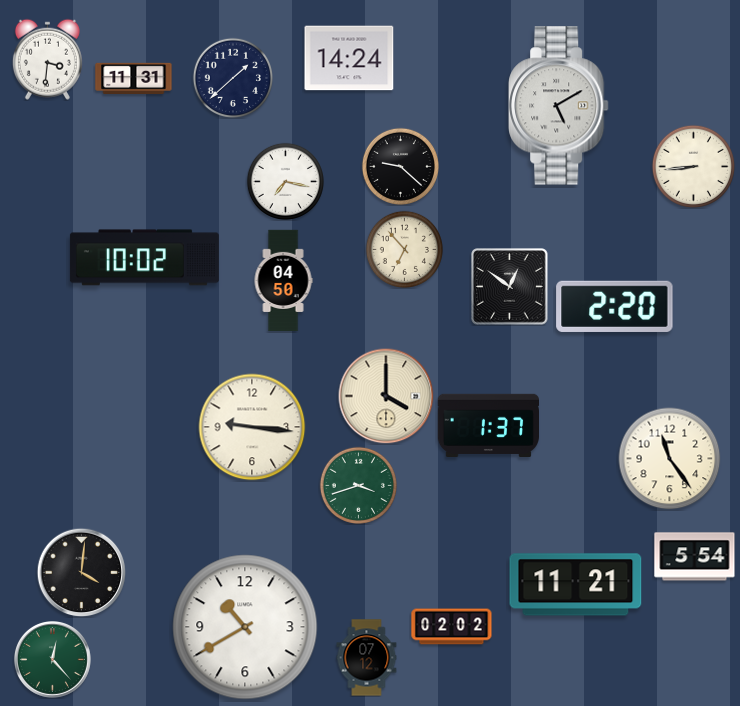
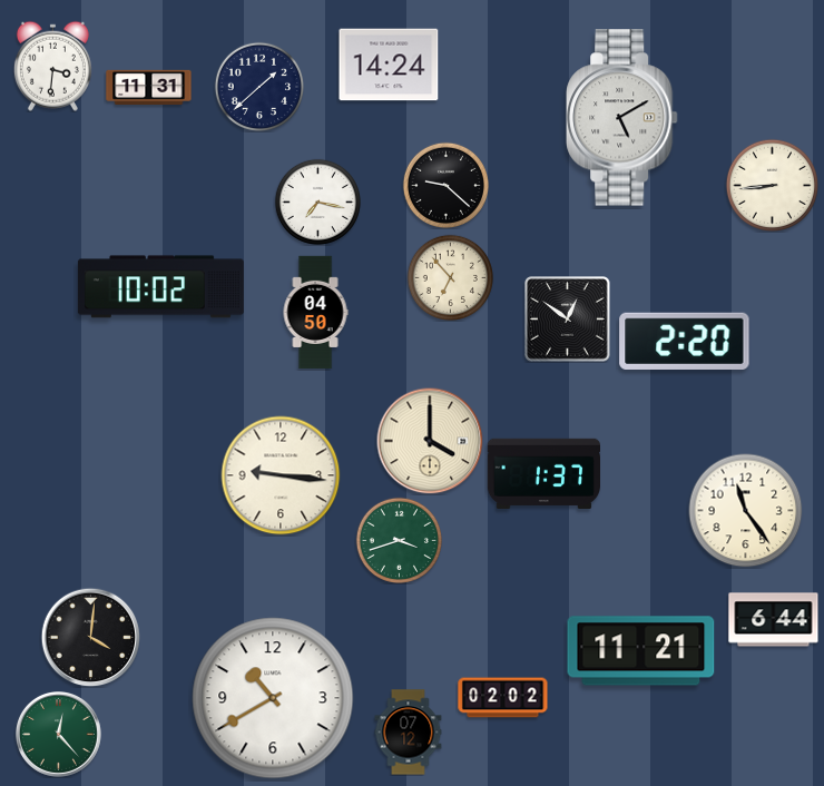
clock at (695, 557): 5:54 -> 6:44
